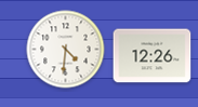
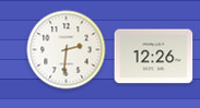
clock at (66, 50): 4:31 -> 2:31
